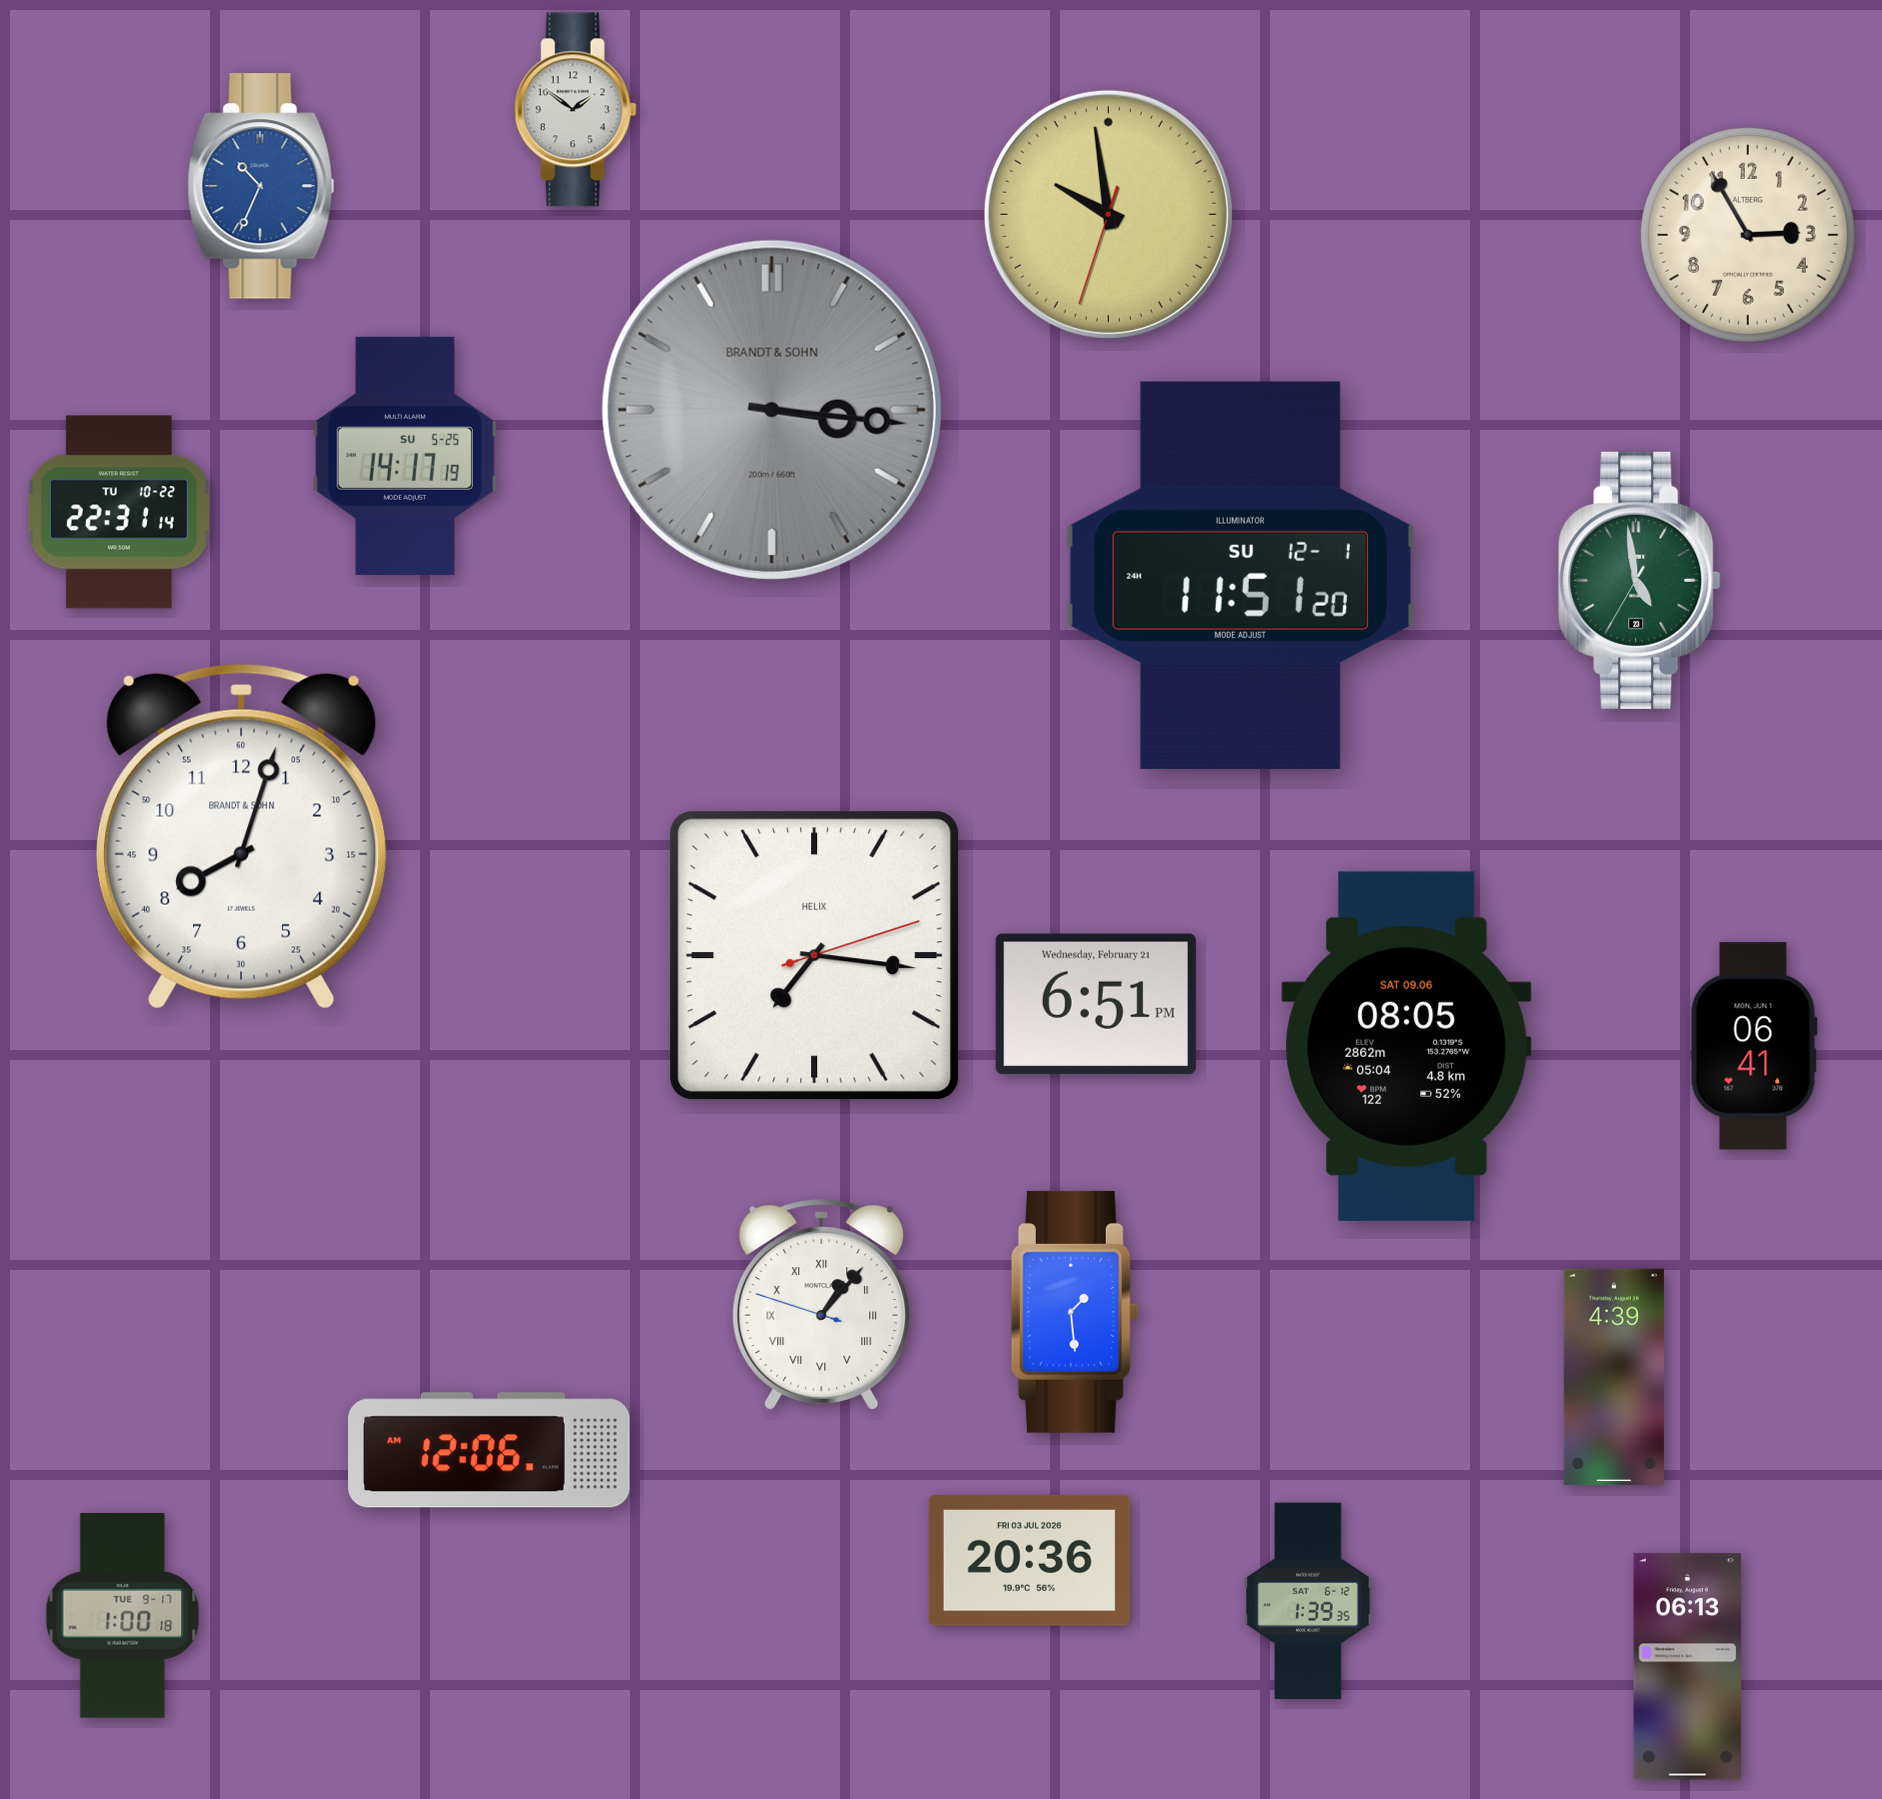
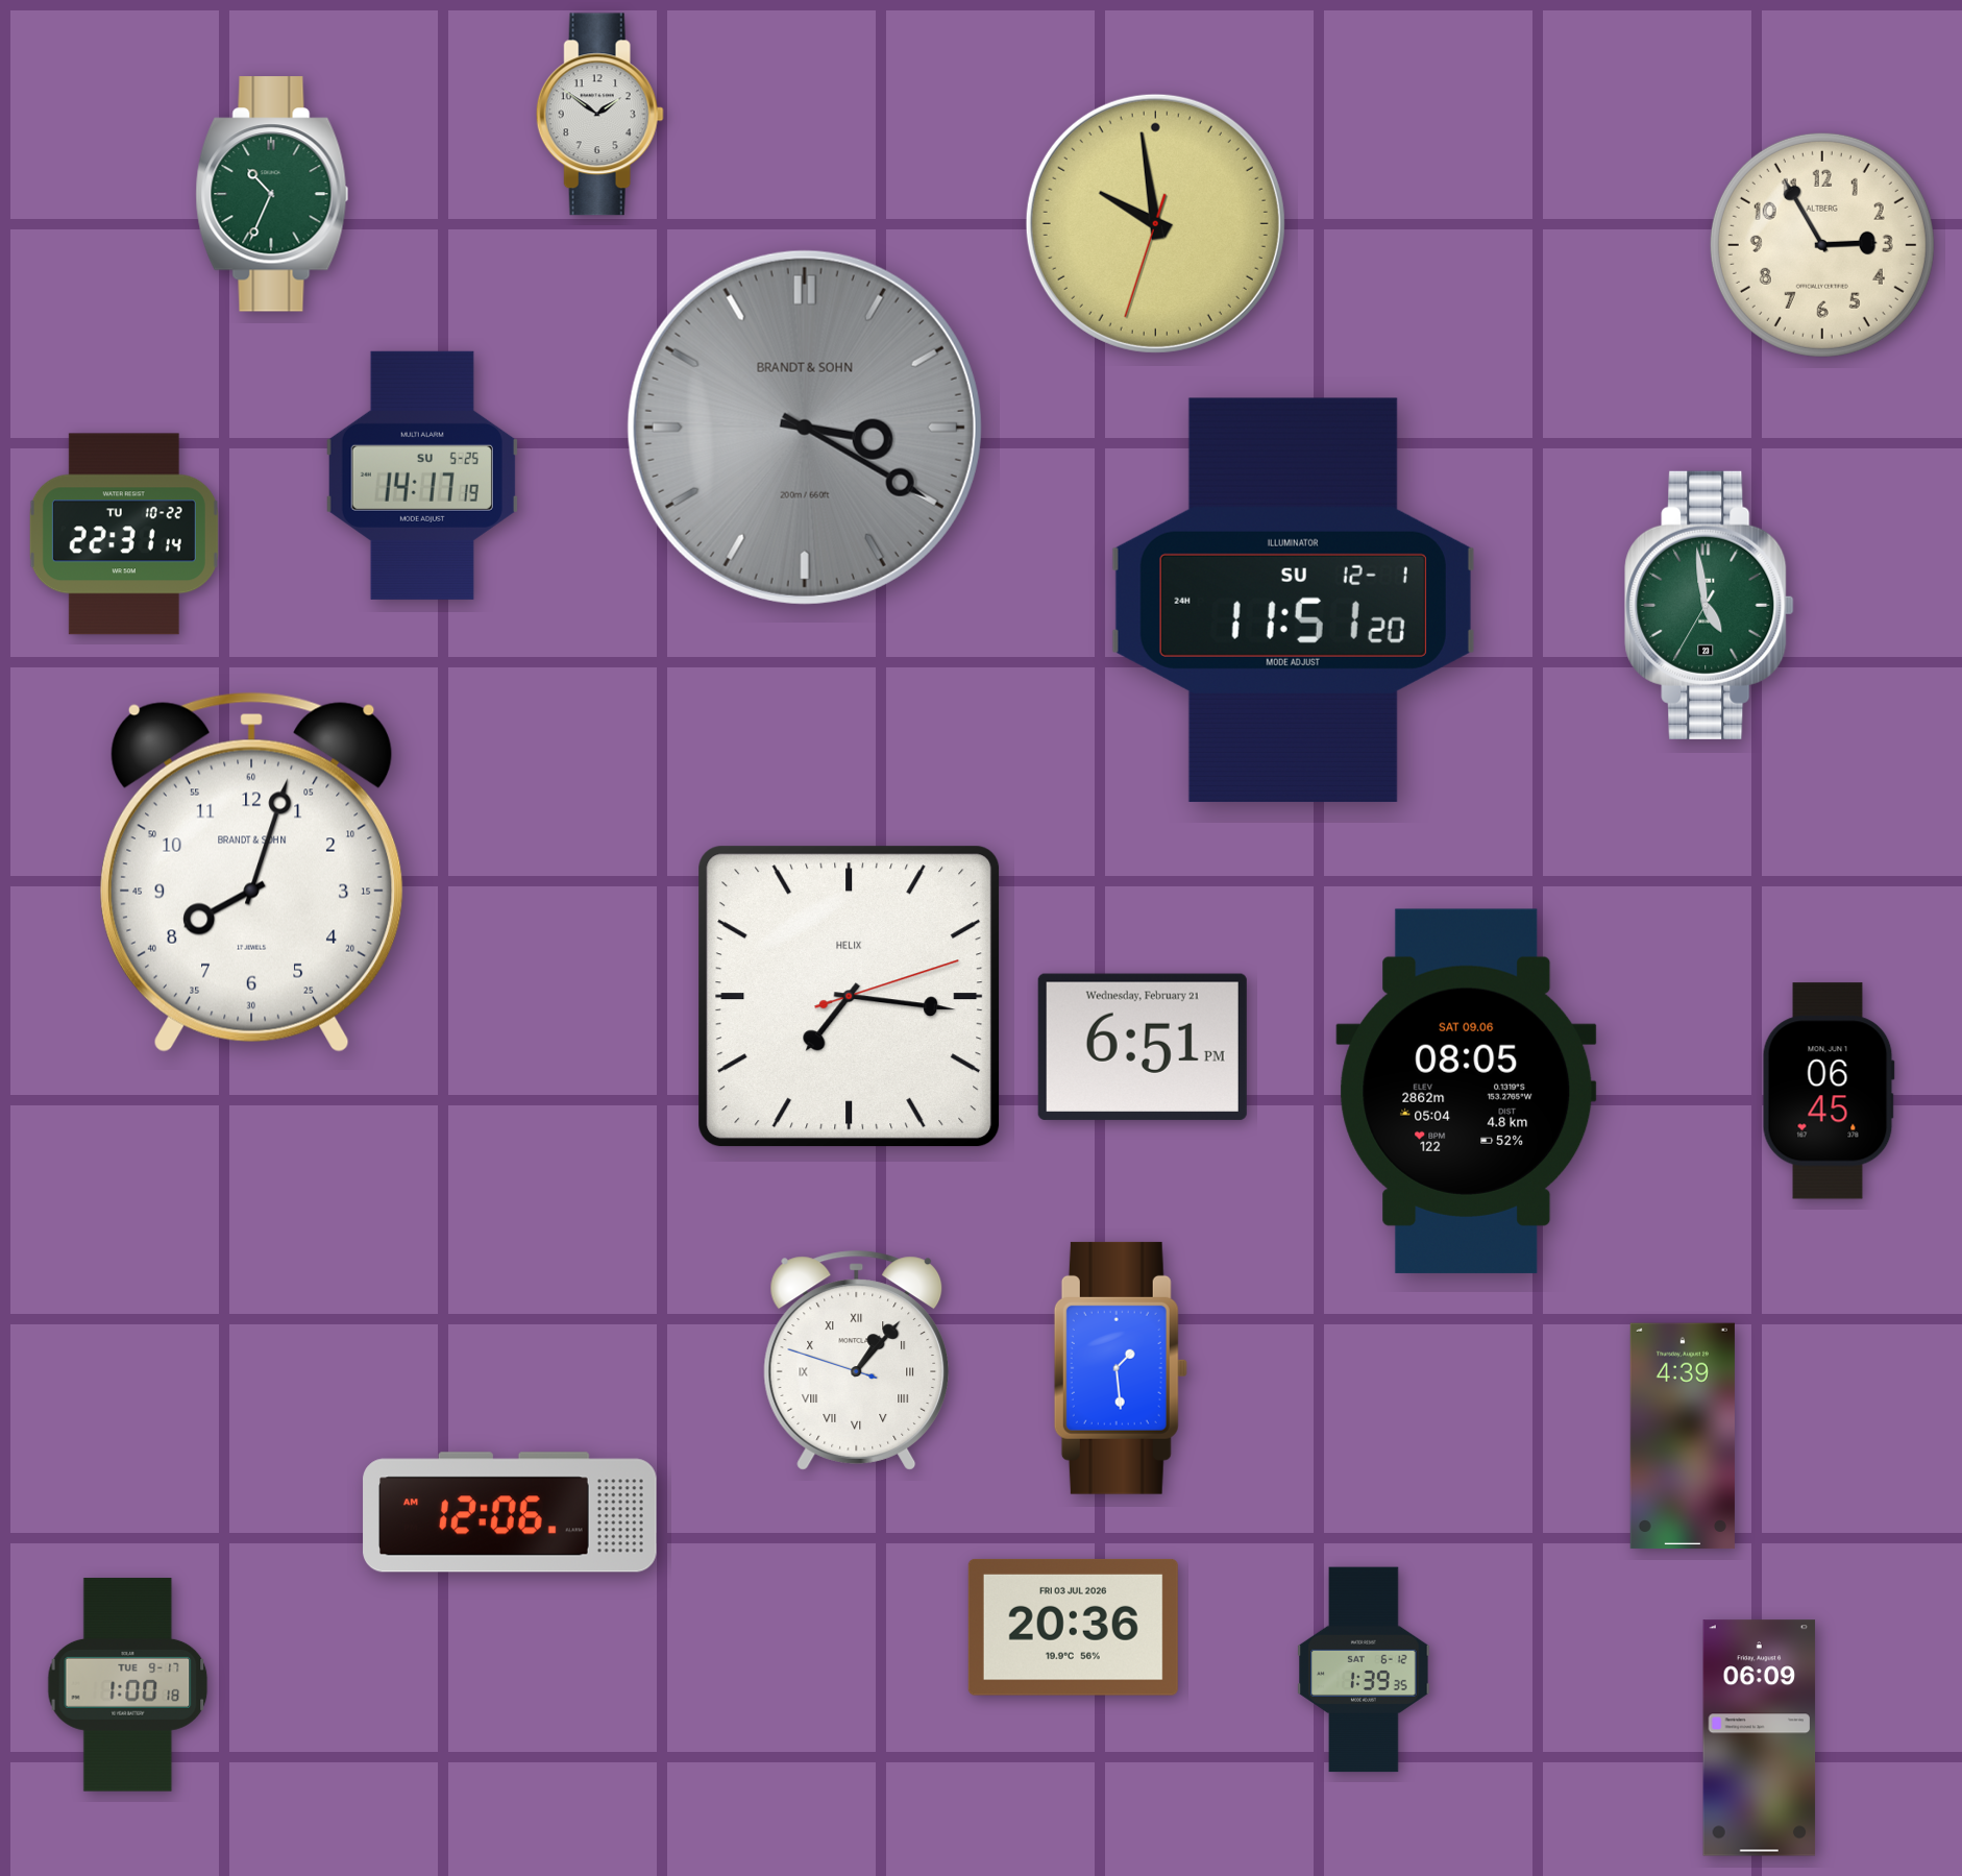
clock at (261, 186) dial: blue -> green
clock at (772, 410): 3:16 -> 3:20
clock at (1754, 1046): 06:41 -> 06:45
clock at (1688, 1667): 06:13 -> 06:09
